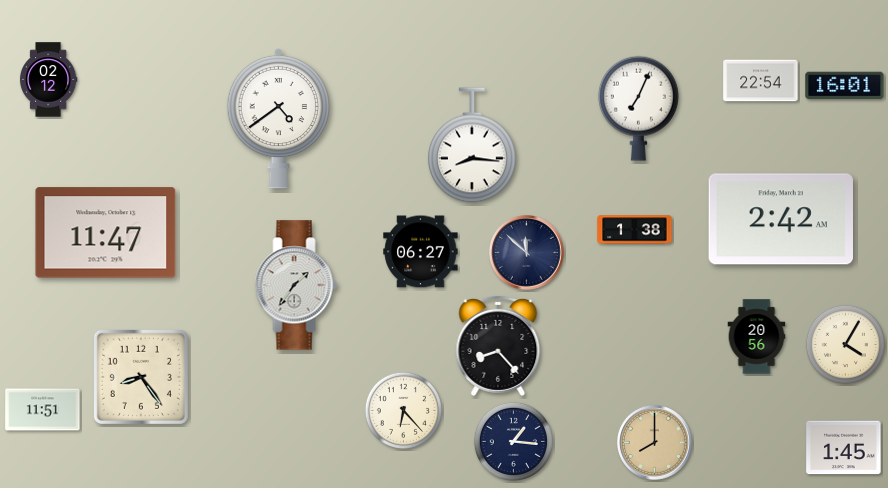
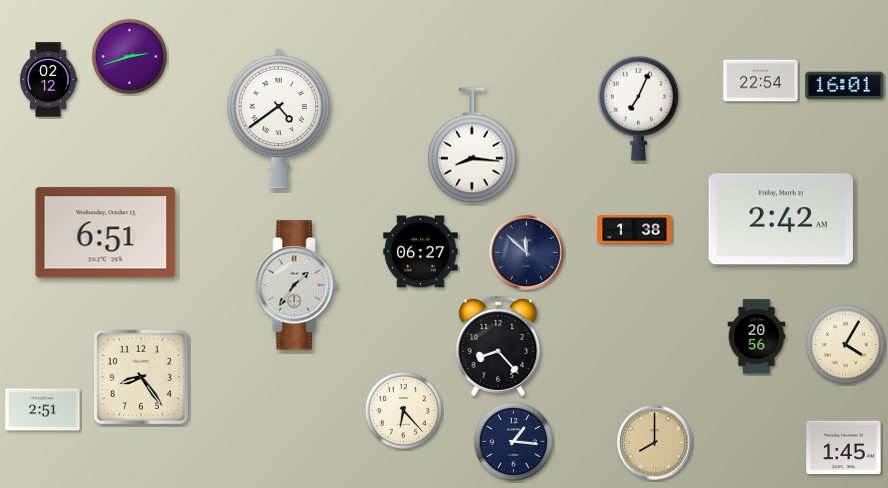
clock at (129, 56): none -> 2:42
clock at (106, 233): 11:47 -> 6:51
clock at (43, 410): 11:51 -> 2:51
